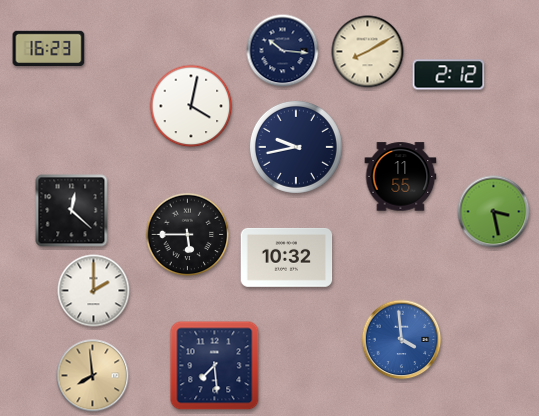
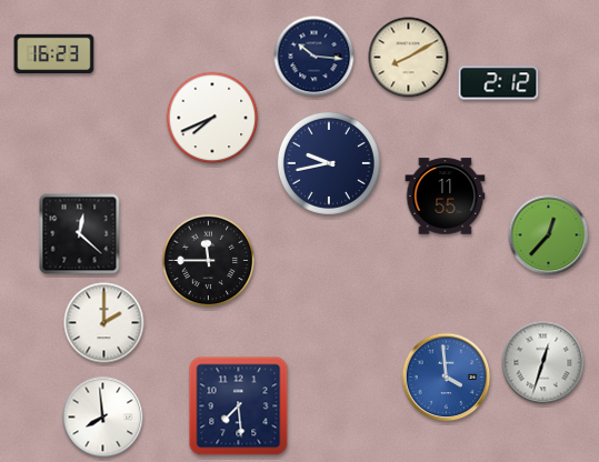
clock at (191, 106): 4:02 -> 7:41
clock at (494, 212): 3:28 -> 12:37
clock at (188, 235): 5:45 -> 11:45
clock at (287, 257): 10:32 -> none
clock at (543, 363): none -> 12:33
clock at (93, 376) dial: champagne -> white
